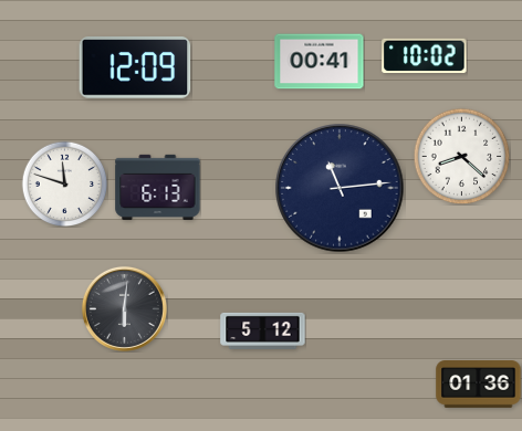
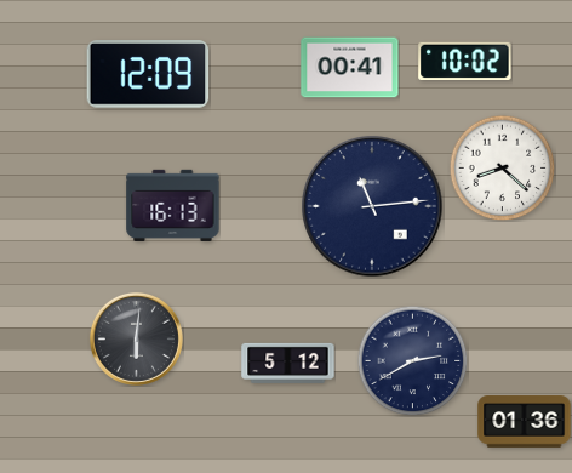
clock at (461, 156) position: (461, 156) -> (502, 167)
clock at (64, 183): 11:48 -> none
clock at (158, 187): 6:13 -> 16:13
clock at (412, 360): none -> 2:40
